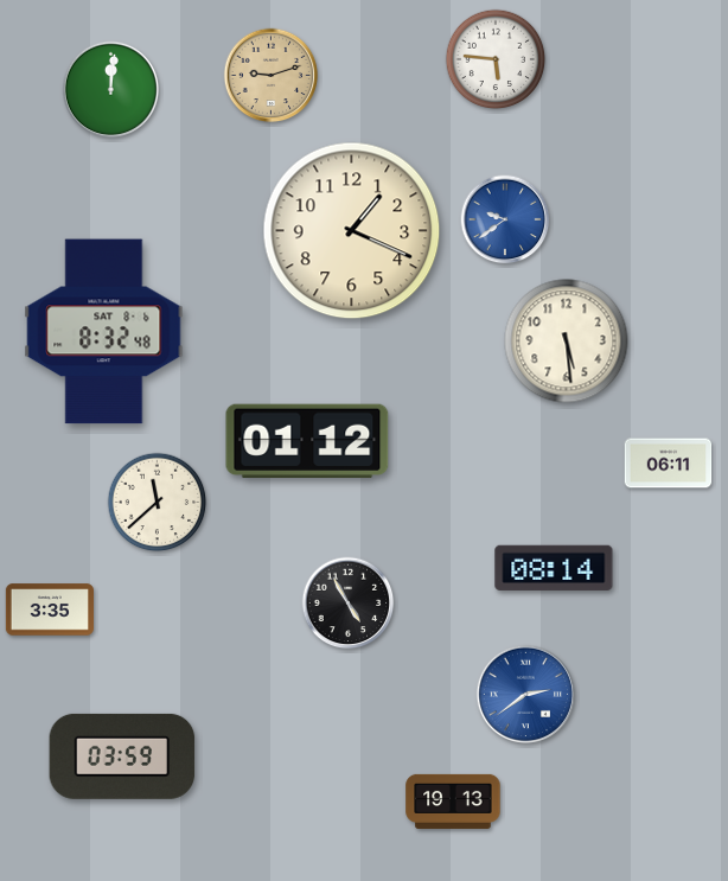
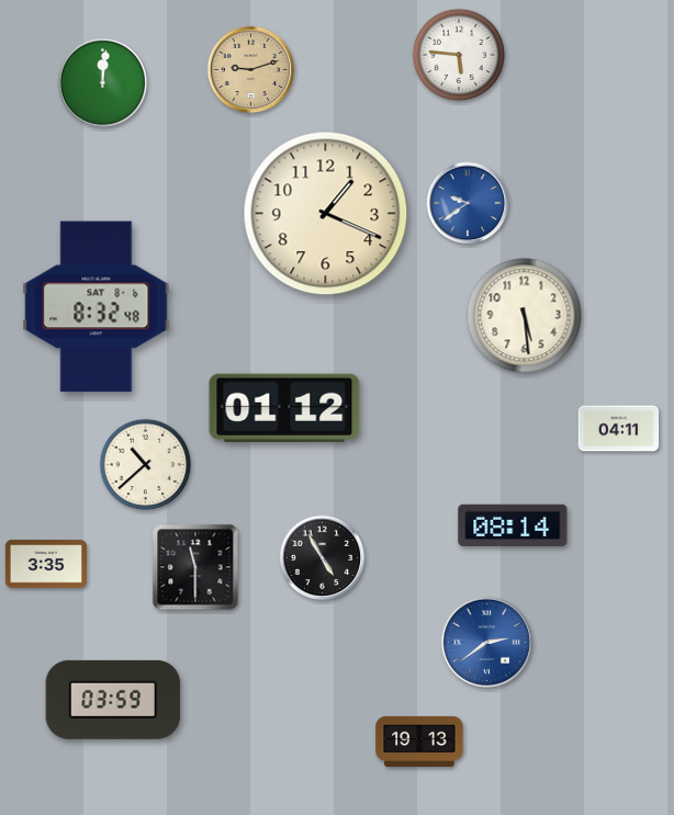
clock at (669, 464): 06:11 -> 04:11
clock at (158, 503): 11:38 -> 10:38
clock at (195, 567): none -> 11:30
